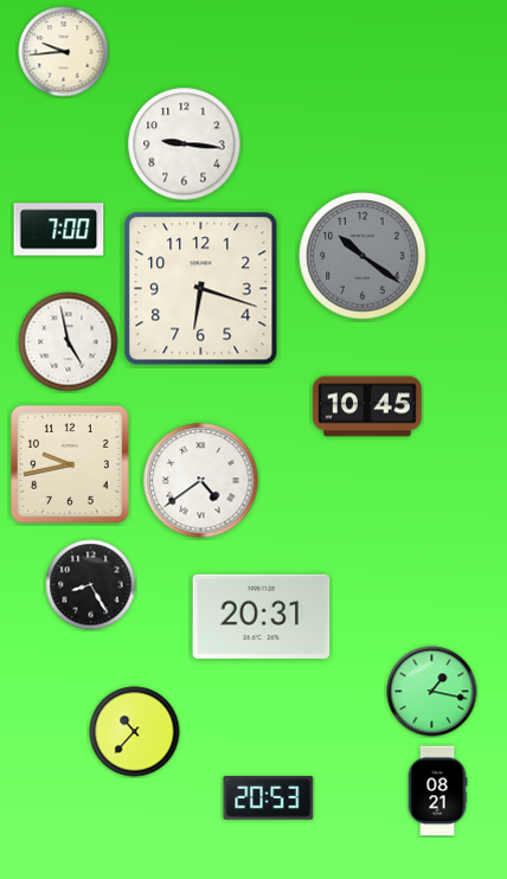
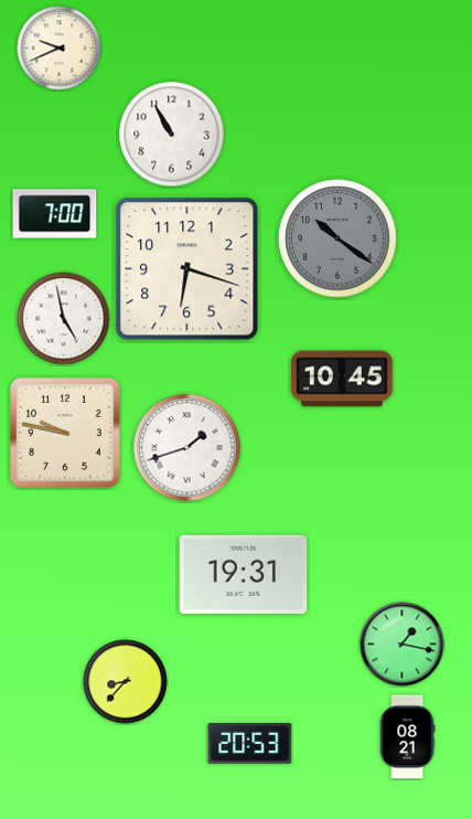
clock at (64, 52): 9:44 -> 9:41
clock at (185, 145): 9:16 -> 10:55
clock at (70, 464): 9:43 -> 9:47
clock at (201, 481): 4:39 -> 1:42
clock at (91, 585): 8:25 -> none
clock at (262, 616): 20:31 -> 19:31
clock at (135, 732): 10:37 -> 8:37
